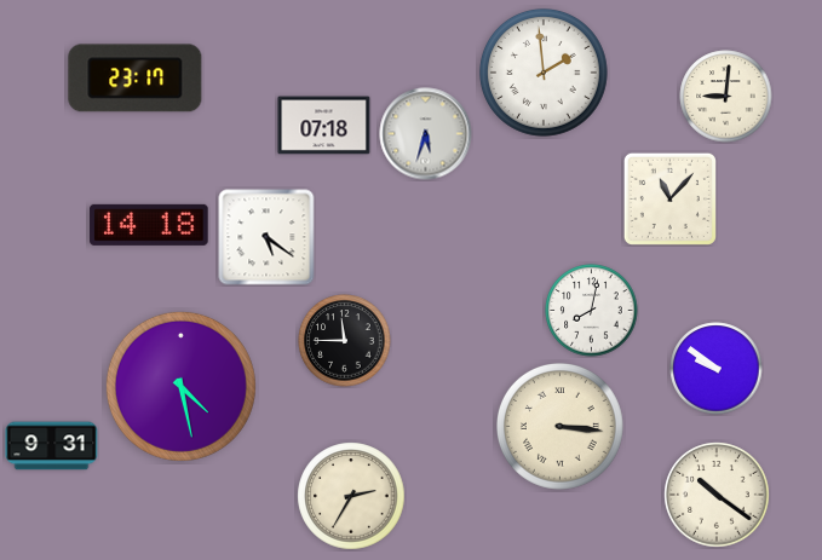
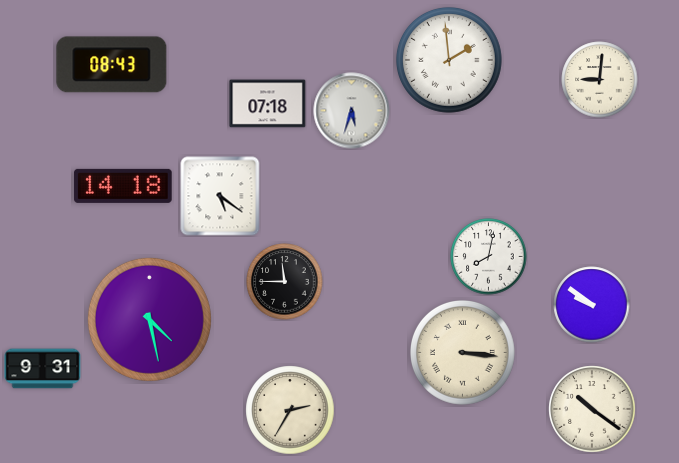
clock at (136, 79): 23:17 -> 08:43
clock at (669, 198): 11:07 -> none
